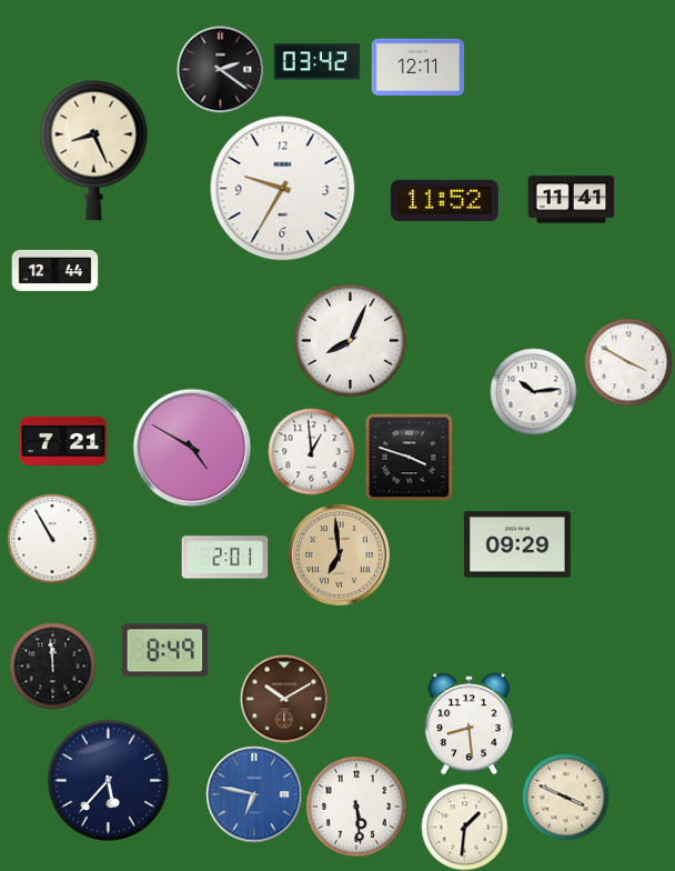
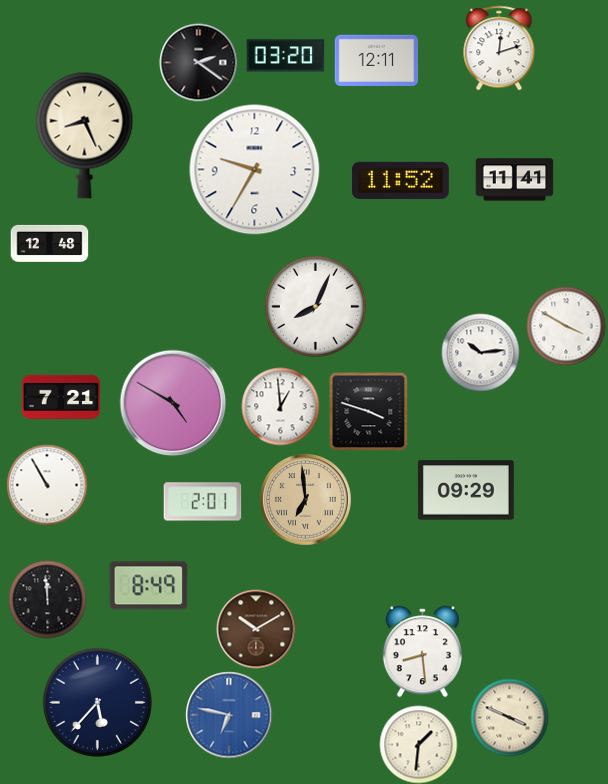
clock at (499, 48): none -> 12:12
clock at (316, 62): 03:42 -> 03:20
clock at (54, 270): 12:44 -> 12:48
clock at (63, 441) position: (63, 441) -> (61, 397)
clock at (356, 807): 5:29 -> none
